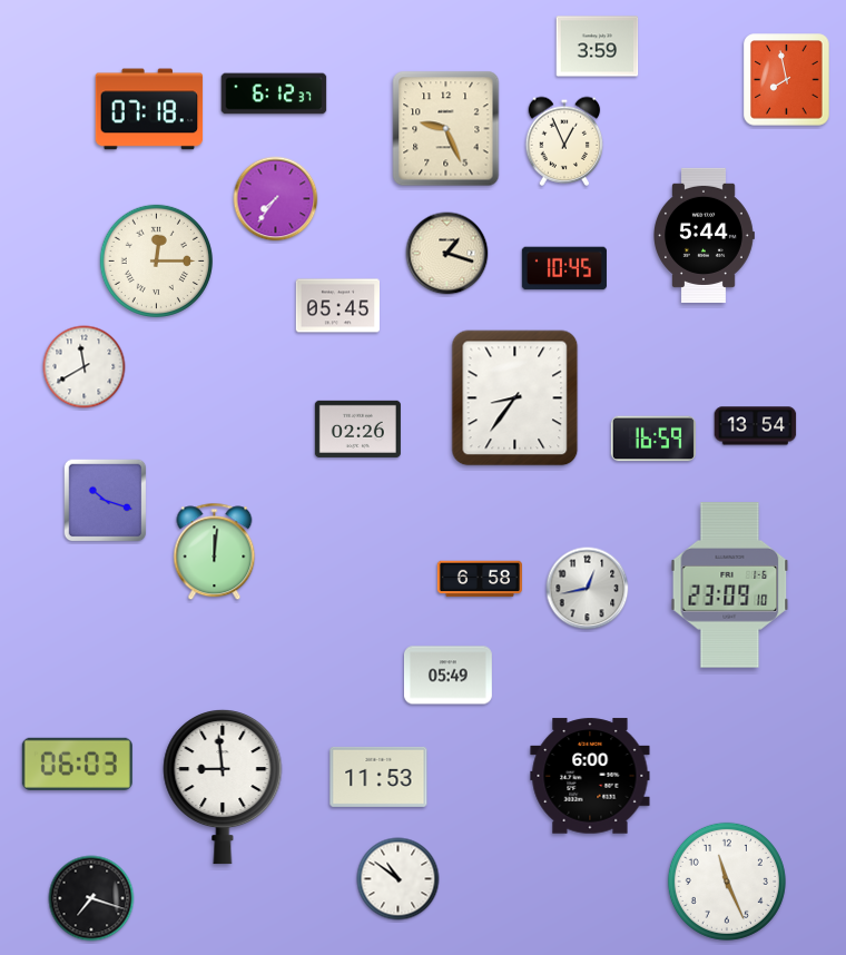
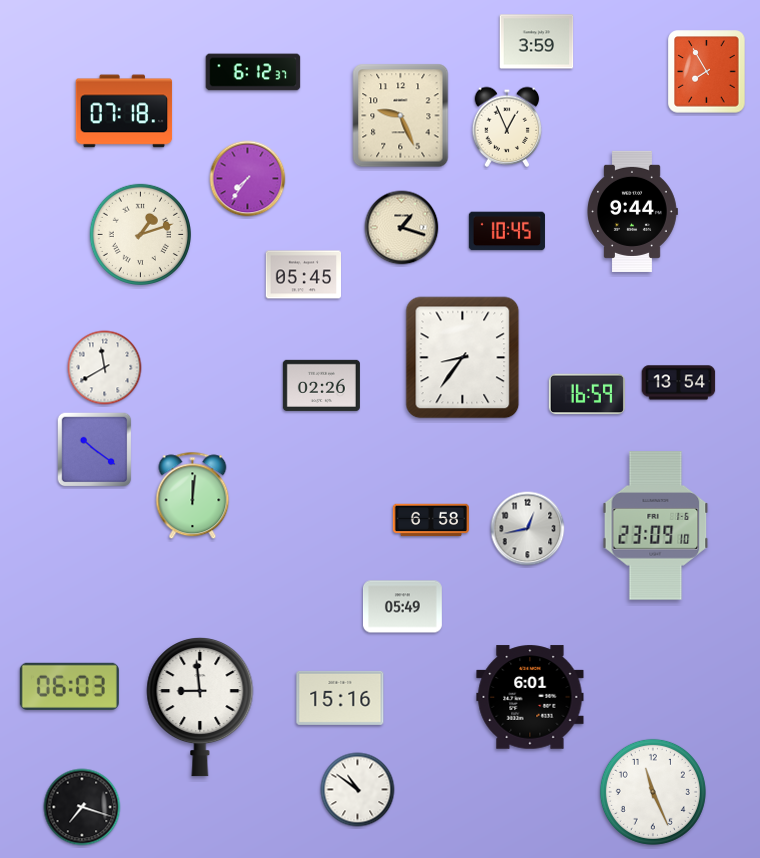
clock at (787, 80): 7:58 -> 7:55
clock at (274, 93) position: (274, 93) -> (253, 72)
clock at (149, 109) position: (149, 109) -> (124, 111)
clock at (705, 235): 5:44 -> 9:44
clock at (156, 260): 12:15 -> 1:12
clock at (564, 268) position: (564, 268) -> (507, 231)
clock at (85, 367) position: (85, 367) -> (105, 368)
clock at (106, 501): 10:18 -> 10:21
clock at (590, 776): 6:00 -> 6:01
clock at (378, 777): 11:53 -> 15:16
